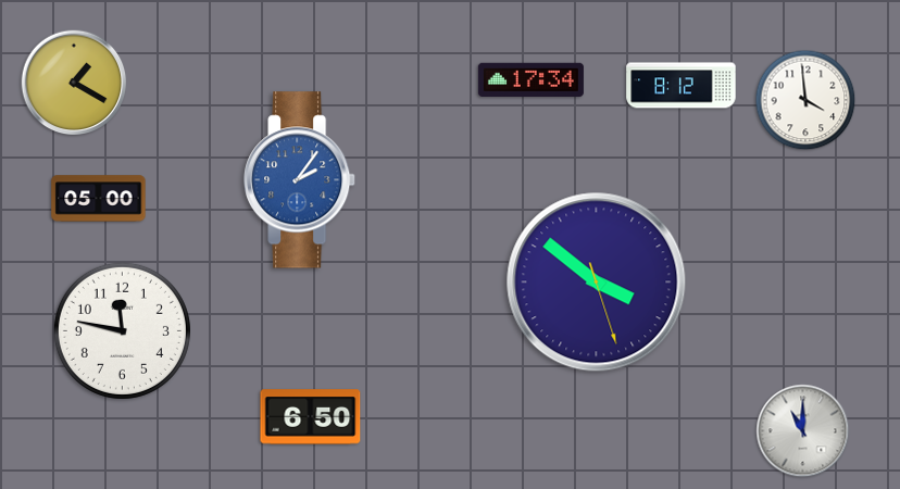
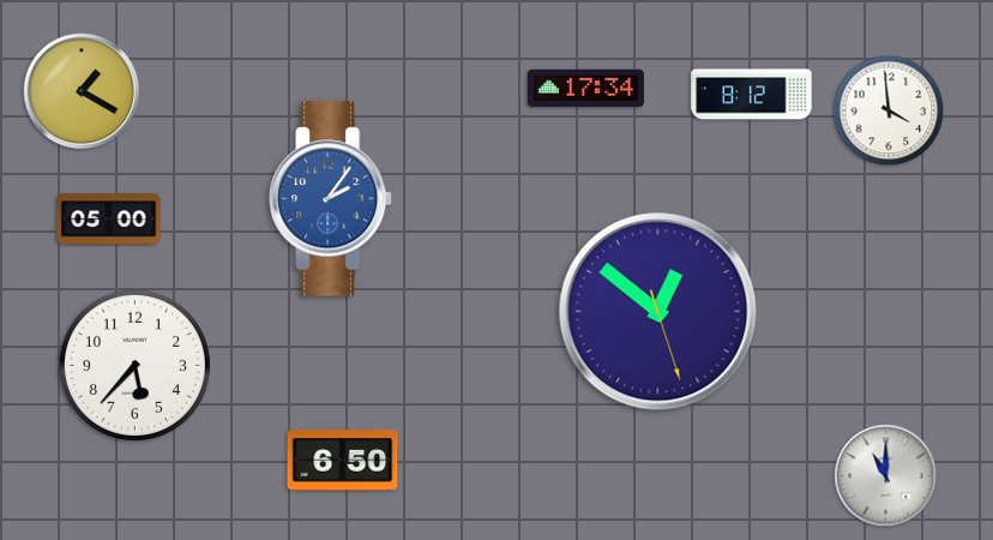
clock at (597, 283): 3:51 -> 12:51
clock at (122, 330): 11:47 -> 5:37
